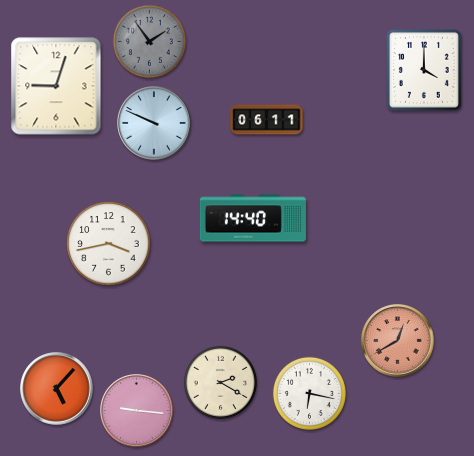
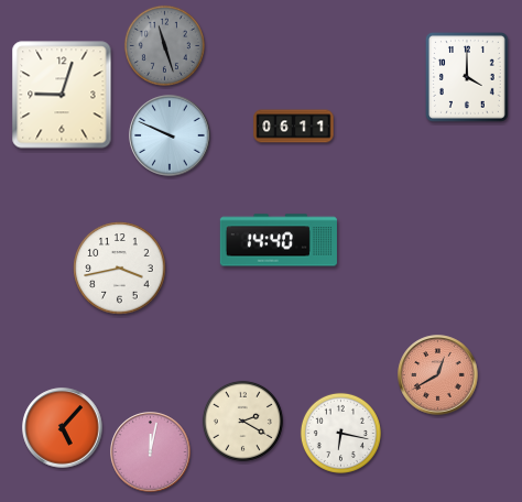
clock at (149, 41): 1:54 -> 11:27
clock at (267, 120) position: (267, 120) -> (294, 127)
clock at (137, 411): 9:16 -> 12:02
